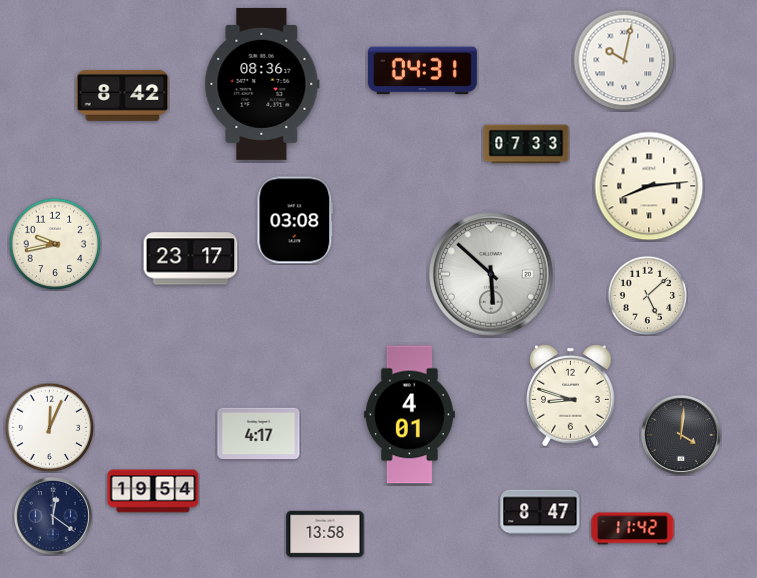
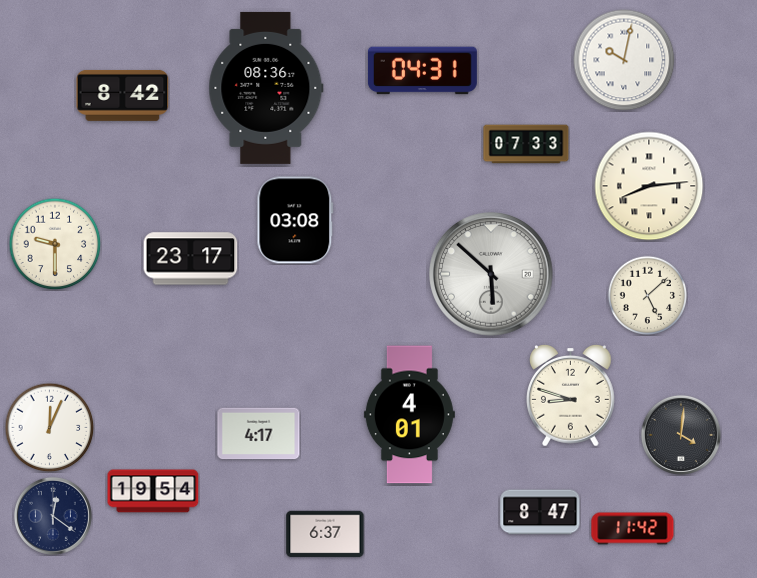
clock at (262, 84) position: (262, 84) -> (266, 88)
clock at (55, 244): 9:43 -> 9:30
clock at (325, 534): 13:58 -> 6:37
